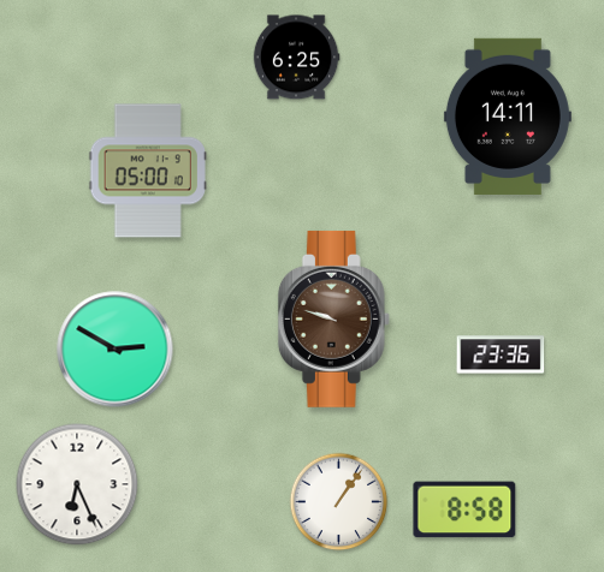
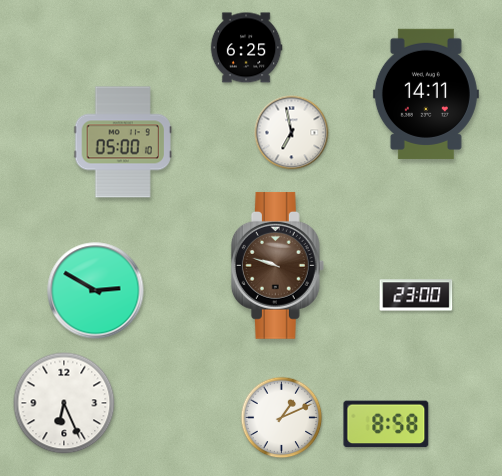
clock at (508, 117) position: (508, 117) -> (426, 94)
clock at (292, 133): none -> 6:58
clock at (501, 354): 23:36 -> 23:00
clock at (339, 502): 1:06 -> 1:11
